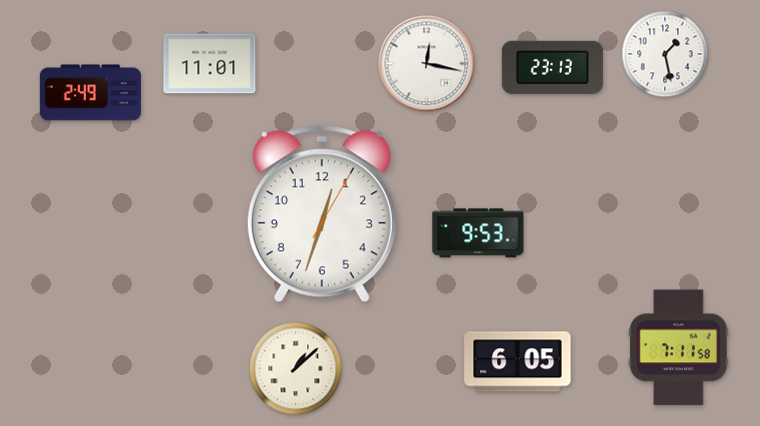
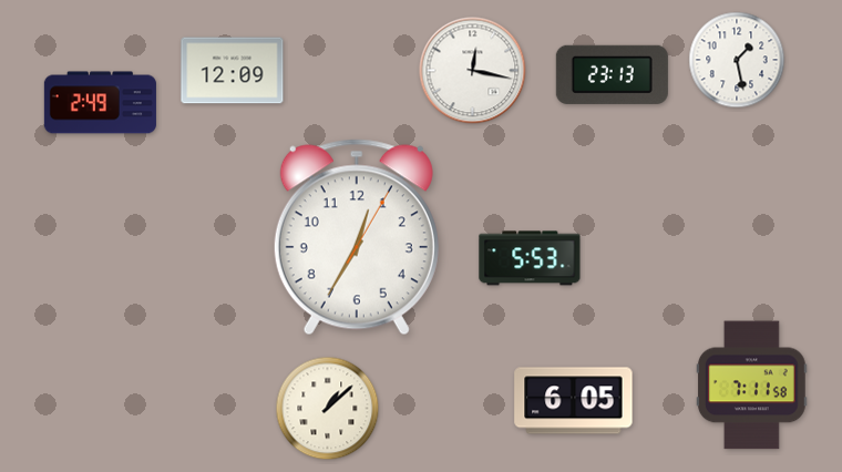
clock at (210, 64): 11:01 -> 12:09
clock at (322, 214): 12:33 -> 12:35
clock at (478, 233): 9:53 -> 5:53
